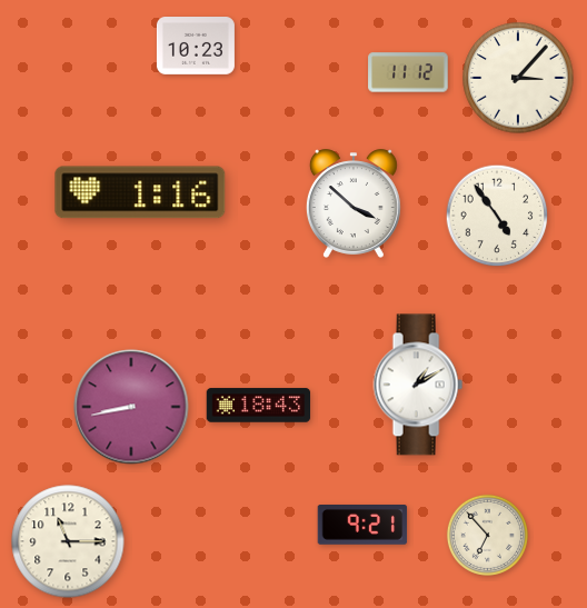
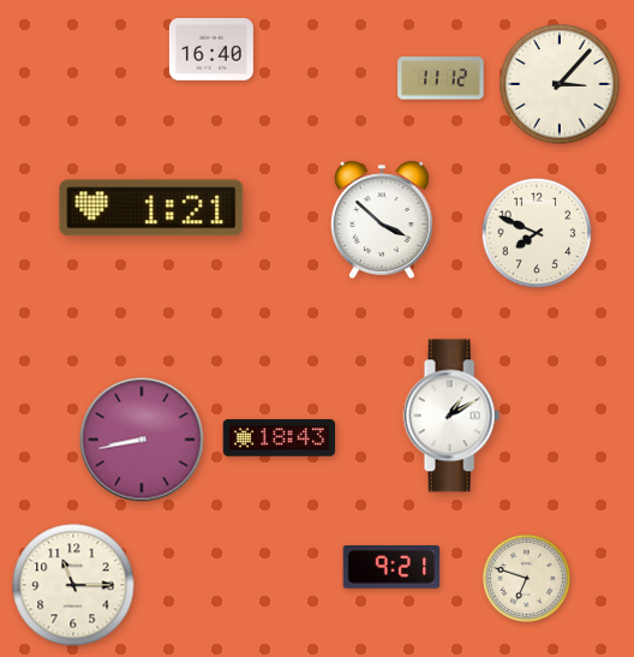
clock at (196, 47): 10:23 -> 16:40
clock at (140, 192): 1:16 -> 1:21
clock at (497, 216): 4:54 -> 7:49
clock at (487, 535): 6:53 -> 6:48
